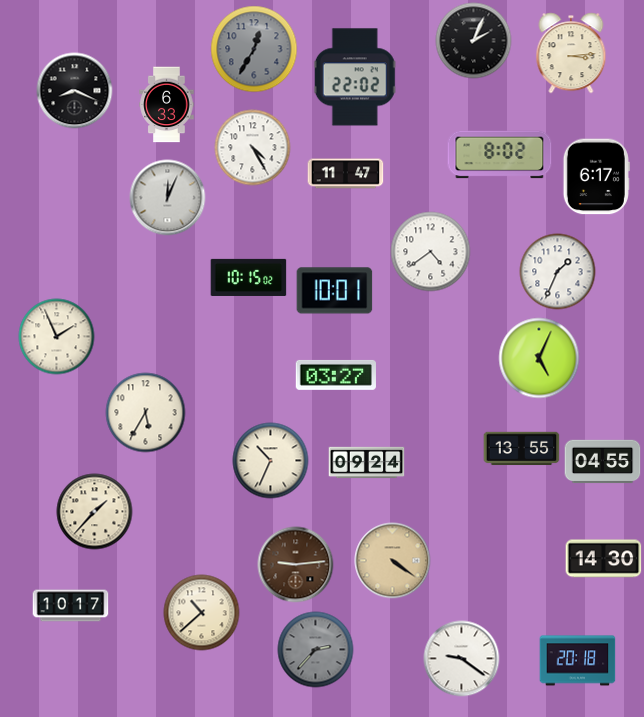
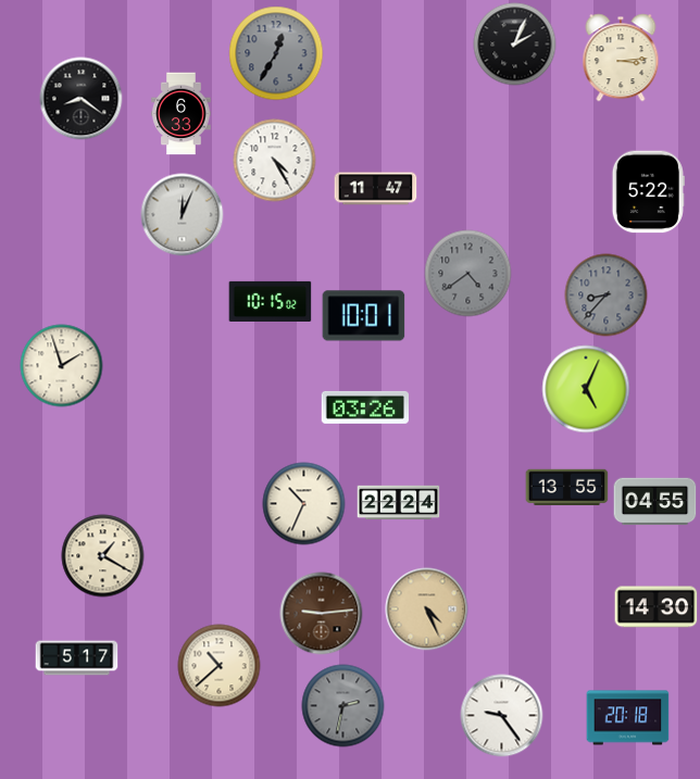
clock at (355, 77): 22:02 -> none
clock at (75, 91): 8:19 -> 8:21
clock at (500, 155): 8:02 -> none
clock at (596, 177): 6:17 -> 5:22
clock at (431, 252) dial: white -> grey
clock at (558, 272): 1:34 -> 8:37
clock at (558, 272) dial: white -> grey
clock at (57, 337): 1:56 -> 1:57
clock at (336, 375): 03:27 -> 03:26
clock at (146, 413): 5:35 -> none
clock at (271, 461) position: (271, 461) -> (304, 504)
clock at (367, 463): 09:24 -> 22:24
clock at (95, 512): 1:37 -> 1:20
clock at (393, 561): 4:21 -> 4:26
clock at (71, 606): 10:17 -> 5:17
clock at (316, 650): 2:37 -> 2:32
clock at (462, 659): 9:21 -> 9:24
